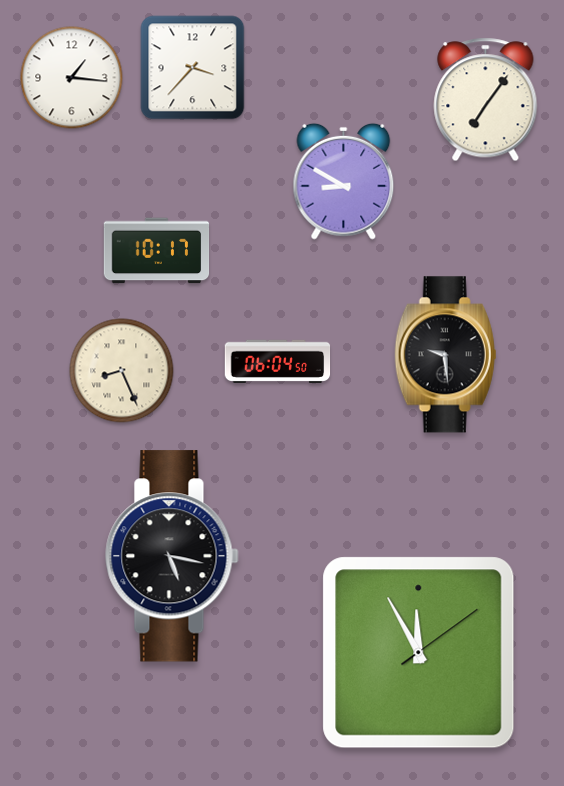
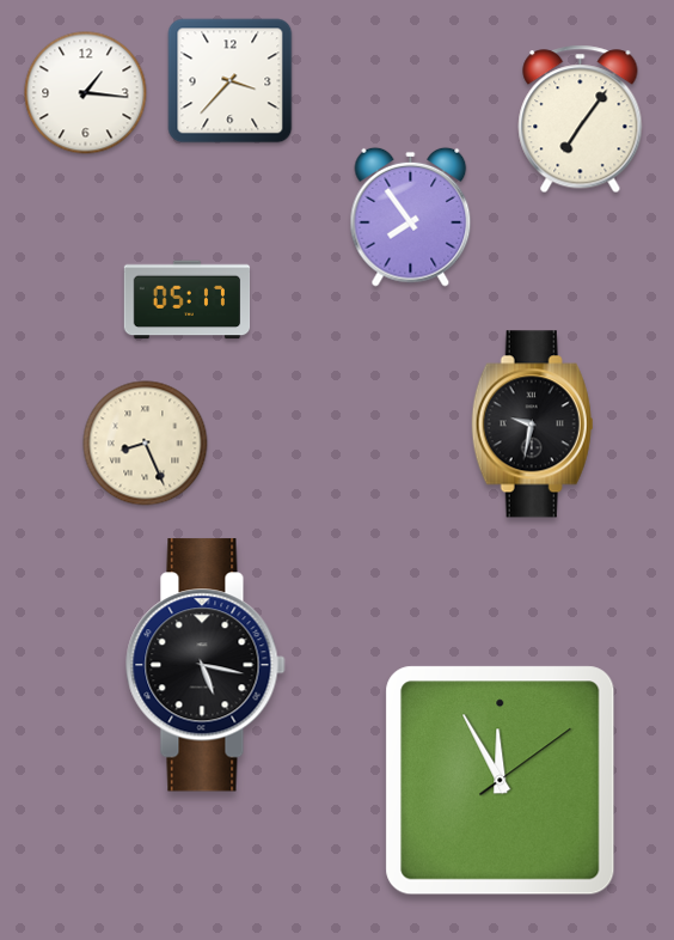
clock at (344, 181): 8:50 -> 7:54
clock at (157, 251): 10:17 -> 05:17
clock at (446, 355): 9:29 -> 9:32
clock at (278, 361): 06:04 -> none
